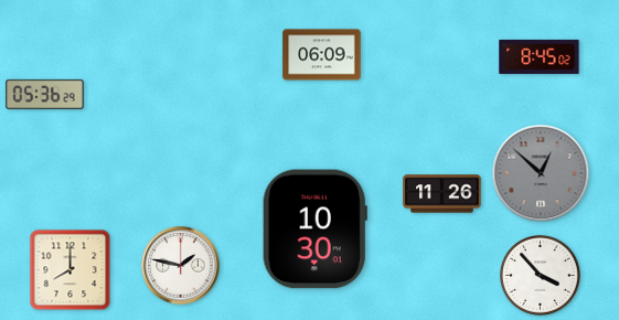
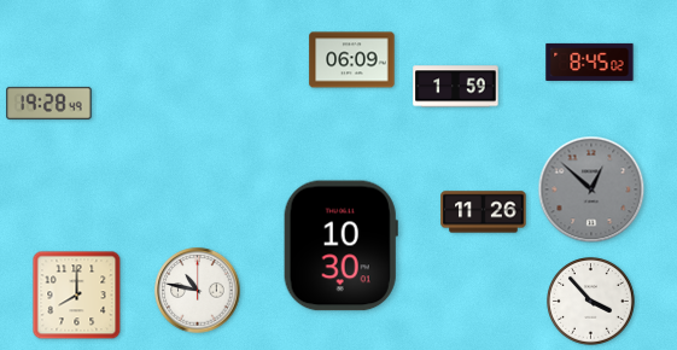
clock at (456, 87): none -> 1:59
clock at (45, 94): 05:36 -> 19:28
clock at (314, 230) position: (314, 230) -> (340, 246)
clock at (181, 266): 1:47 -> 10:47
